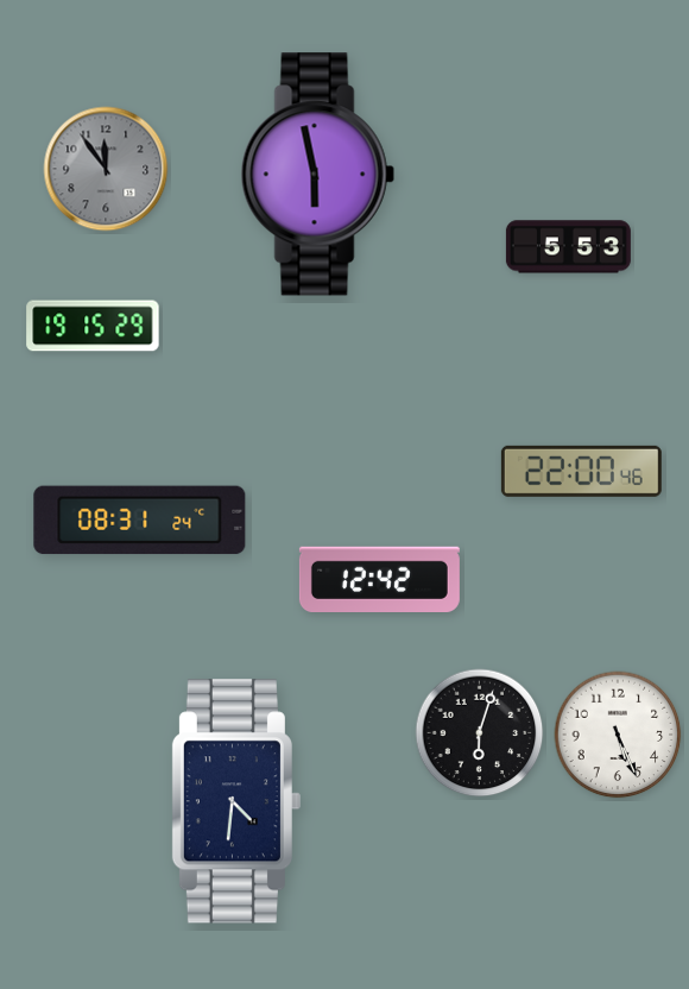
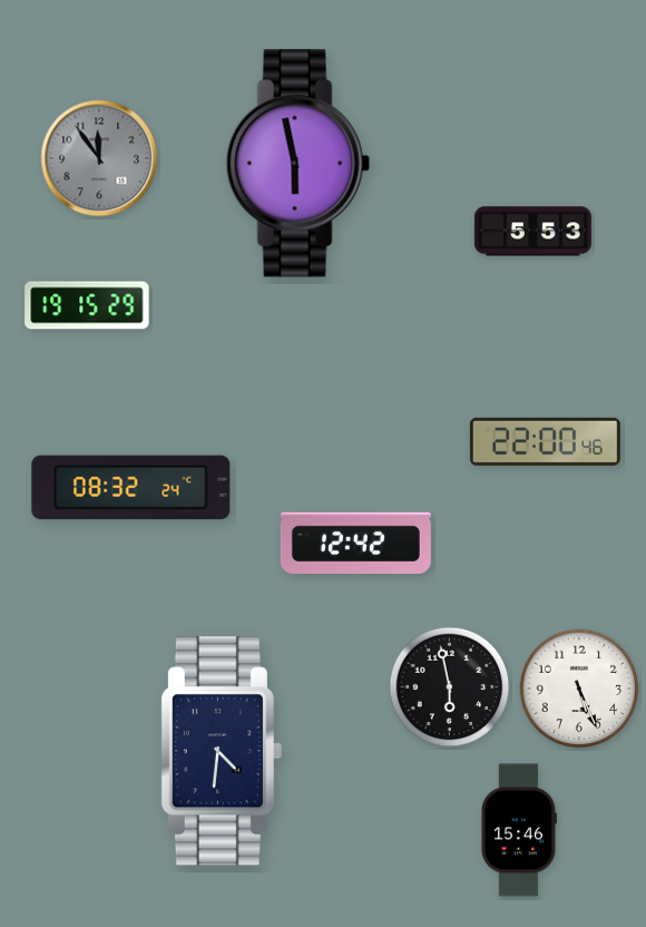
clock at (140, 521): 08:31 -> 08:32
clock at (480, 733): 6:03 -> 5:58
clock at (518, 830): none -> 15:46
